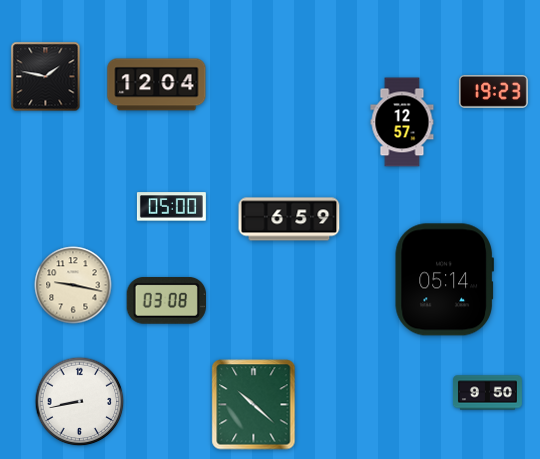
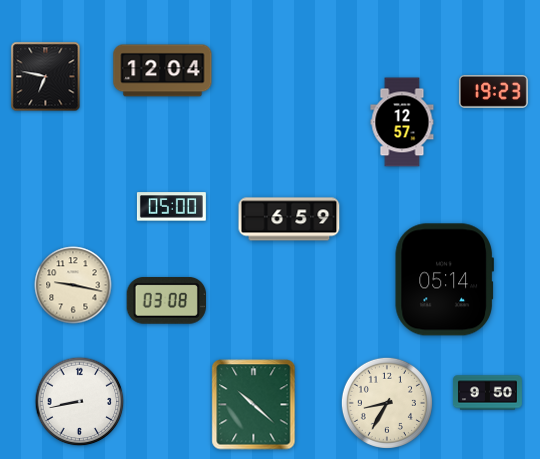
clock at (46, 77): 1:47 -> 6:47
clock at (157, 85) position: (157, 85) -> (163, 71)
clock at (387, 403): none -> 8:35
